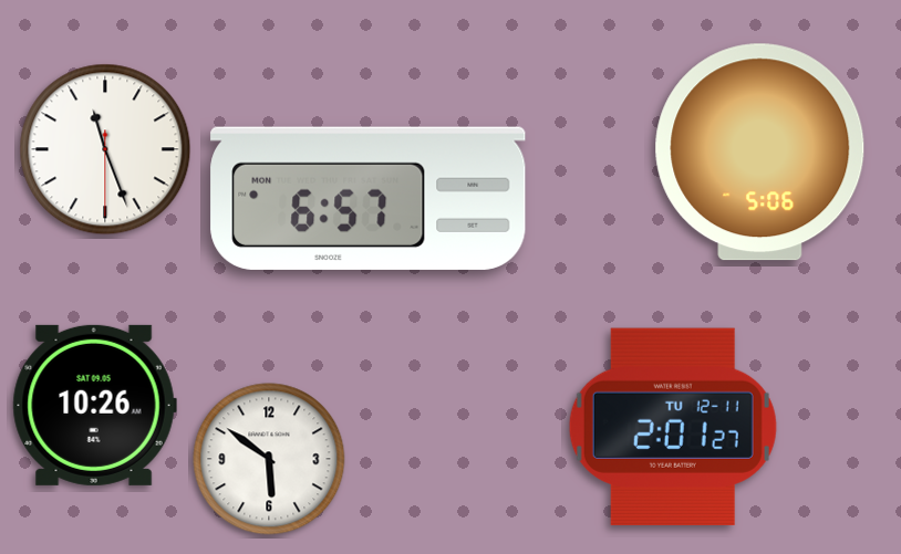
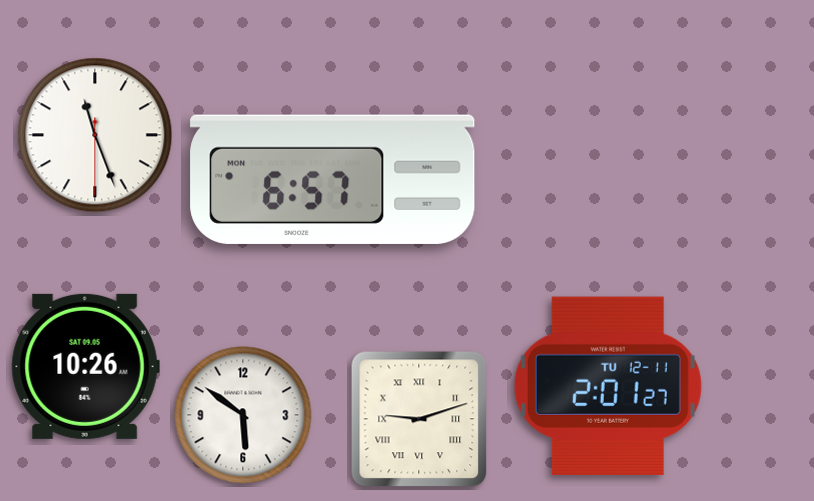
clock at (760, 153): 5:06 -> none
clock at (419, 419): none -> 9:12
